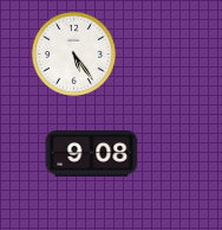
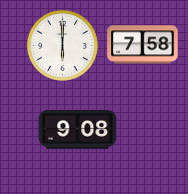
clock at (73, 53): 5:24 -> 6:00
clock at (143, 45): none -> 7:58
